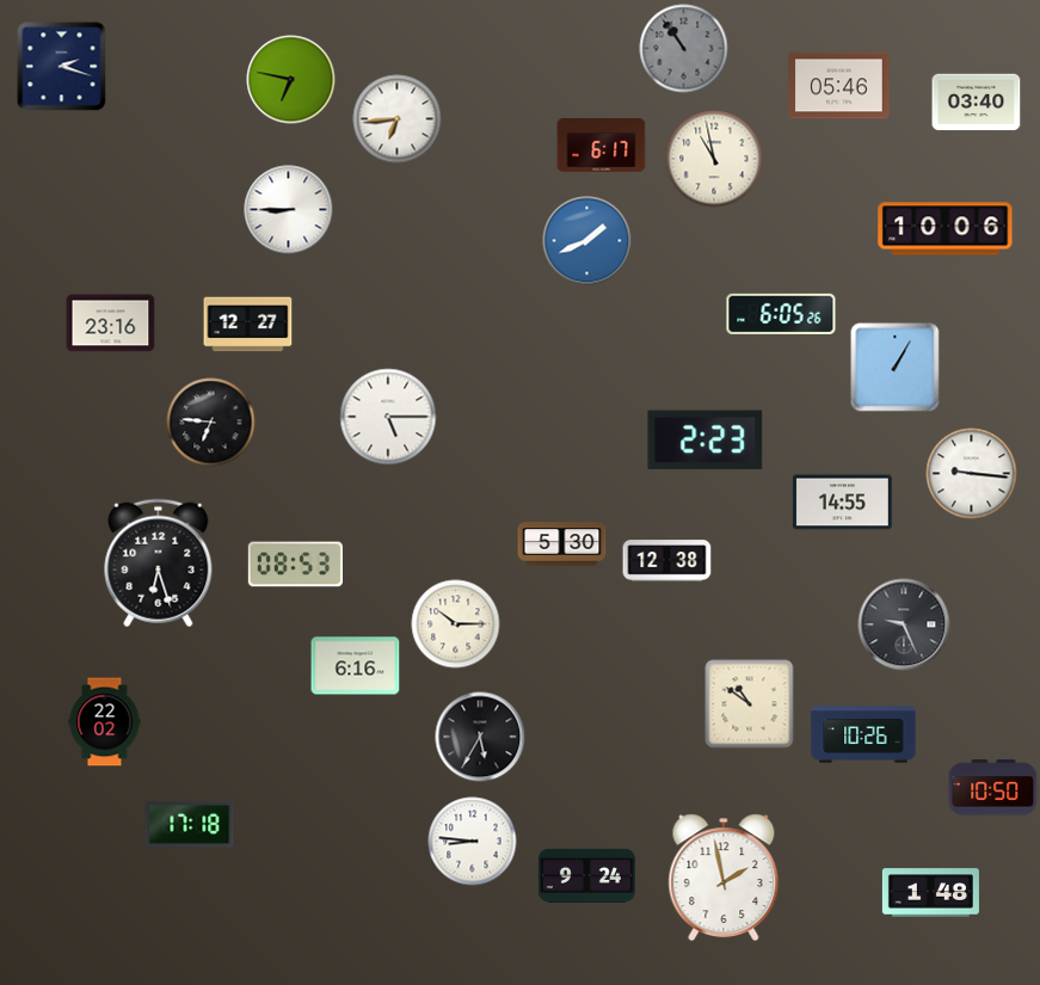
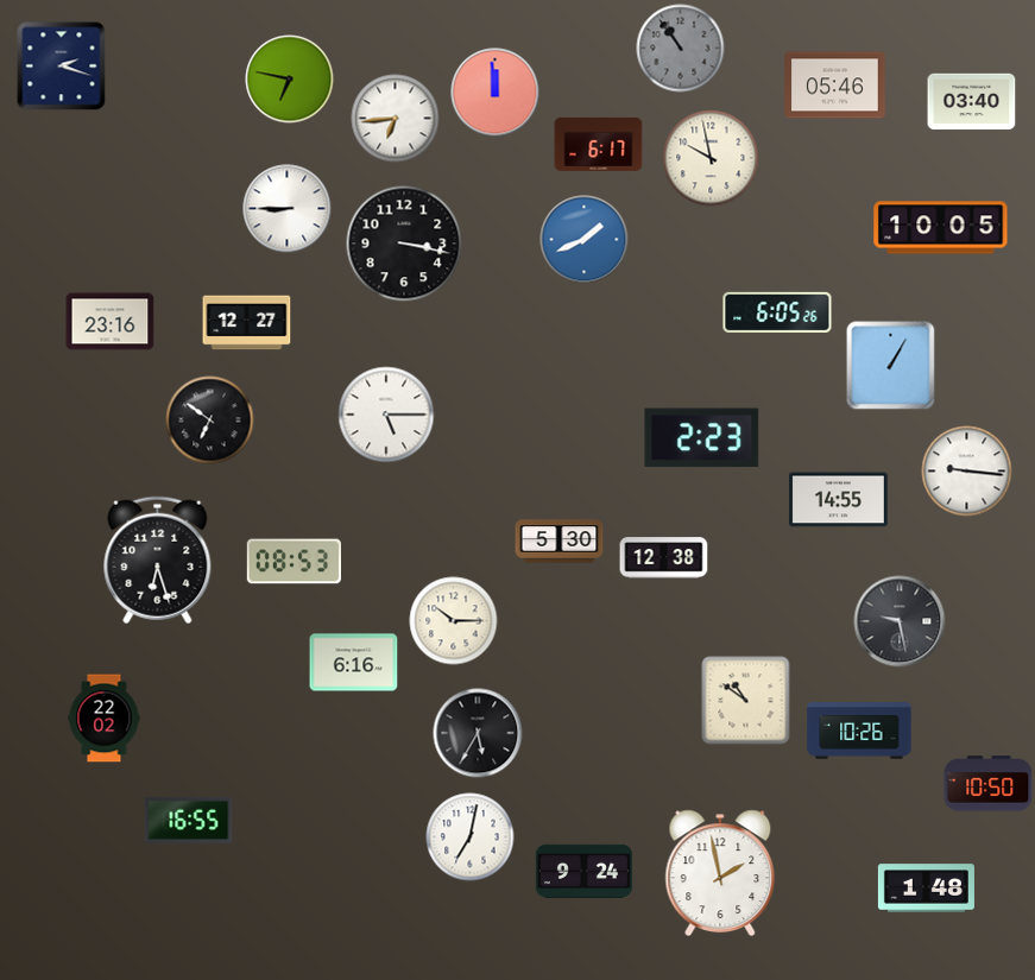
clock at (496, 93): none -> 11:59
clock at (714, 159): 10:58 -> 9:58
clock at (946, 229): 10:06 -> 10:05
clock at (404, 244): none -> 3:17
clock at (211, 423): 6:46 -> 6:51
clock at (904, 624): 9:26 -> 9:28
clock at (190, 824): 17:18 -> 16:55
clock at (473, 842): 8:46 -> 7:02
